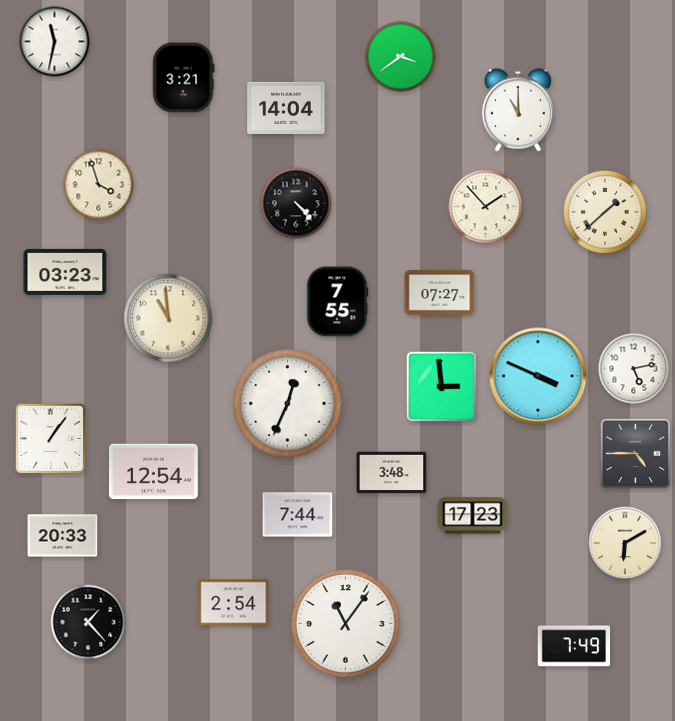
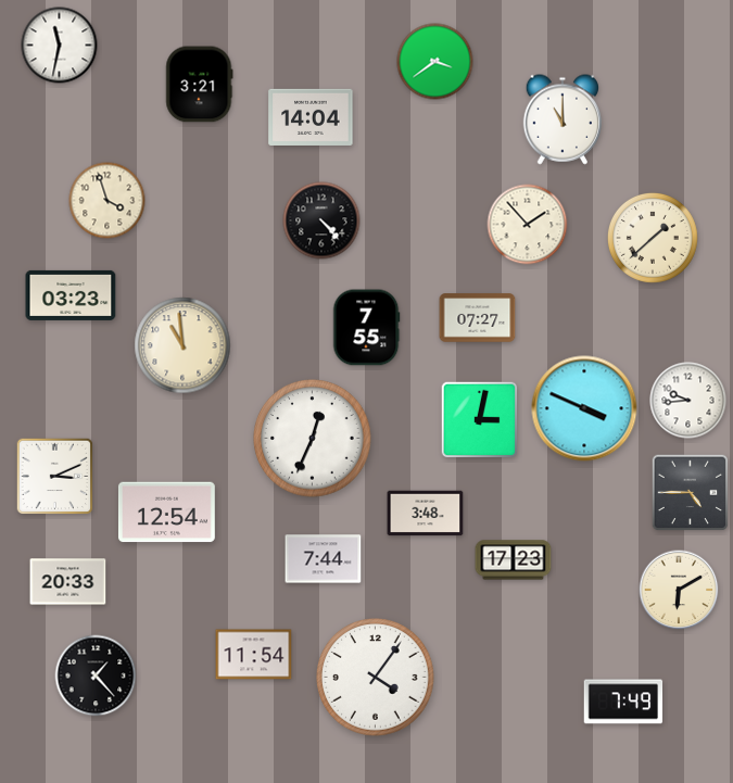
clock at (605, 212) position: (605, 212) -> (653, 238)
clock at (634, 369): 5:13 -> 9:44
clock at (442, 387): 2:59 -> 3:02
clock at (51, 439): 1:06 -> 3:11
clock at (234, 603): 2:54 -> 11:54
clock at (346, 624): 11:06 -> 4:06
